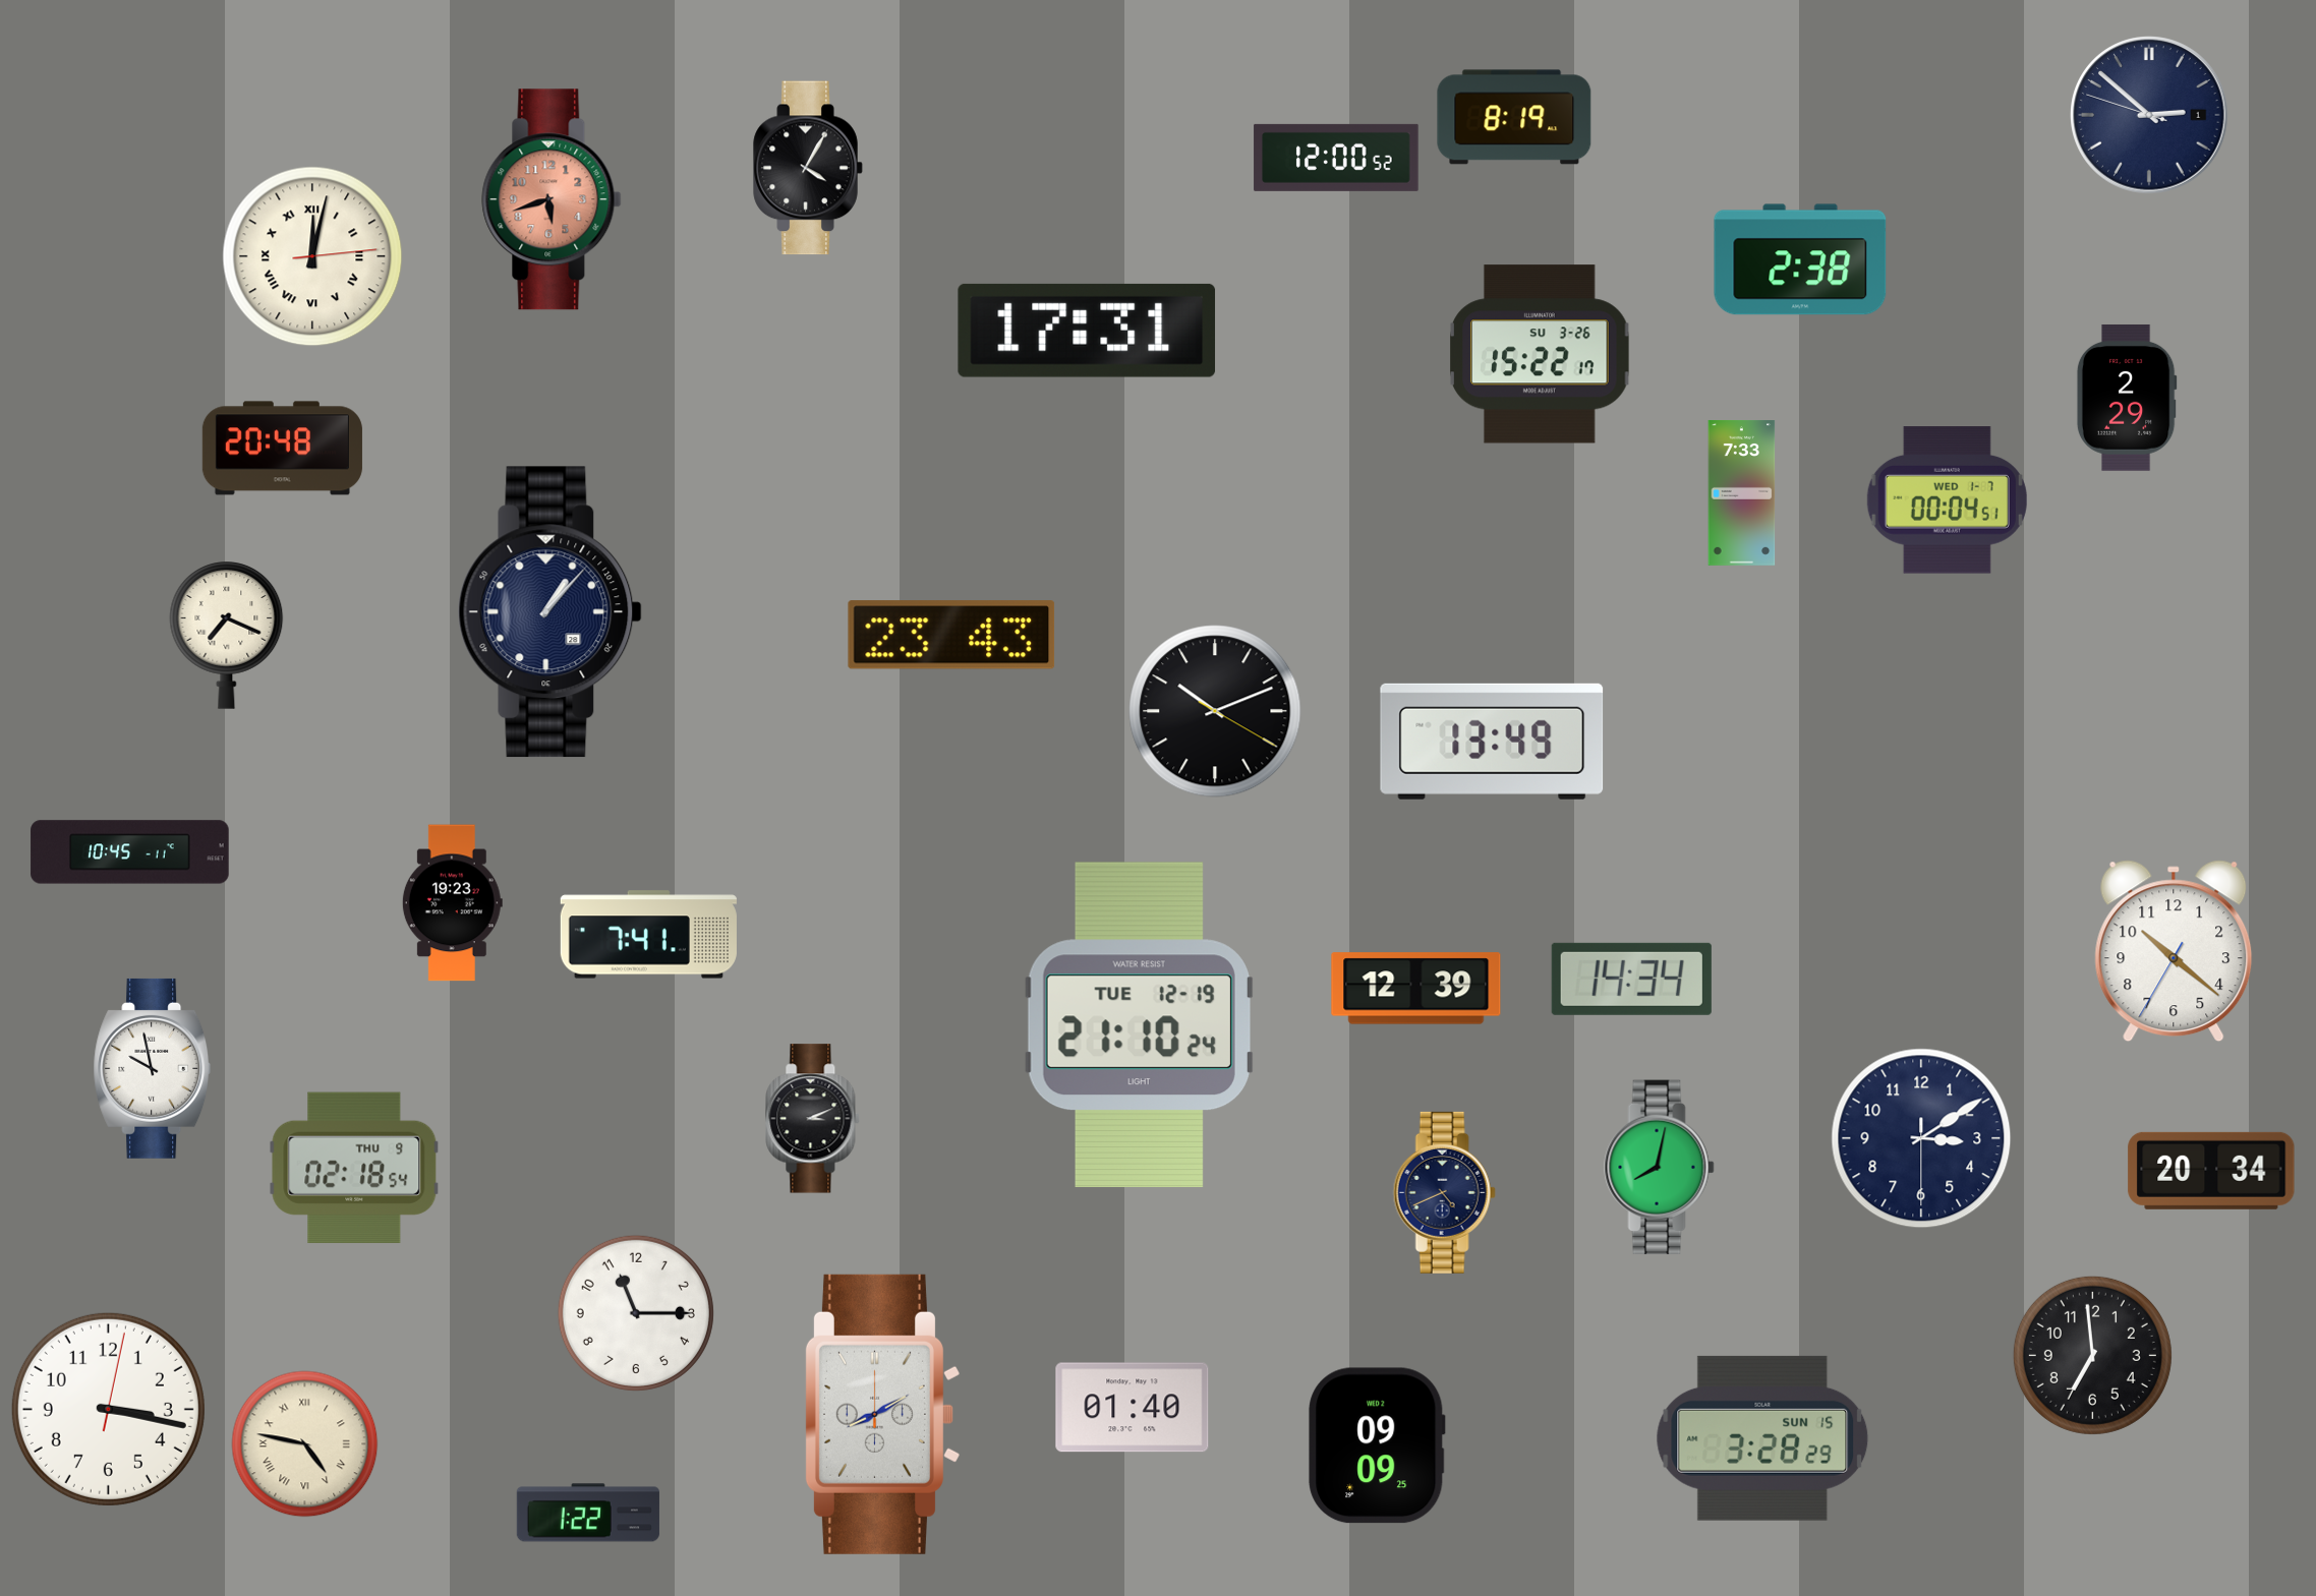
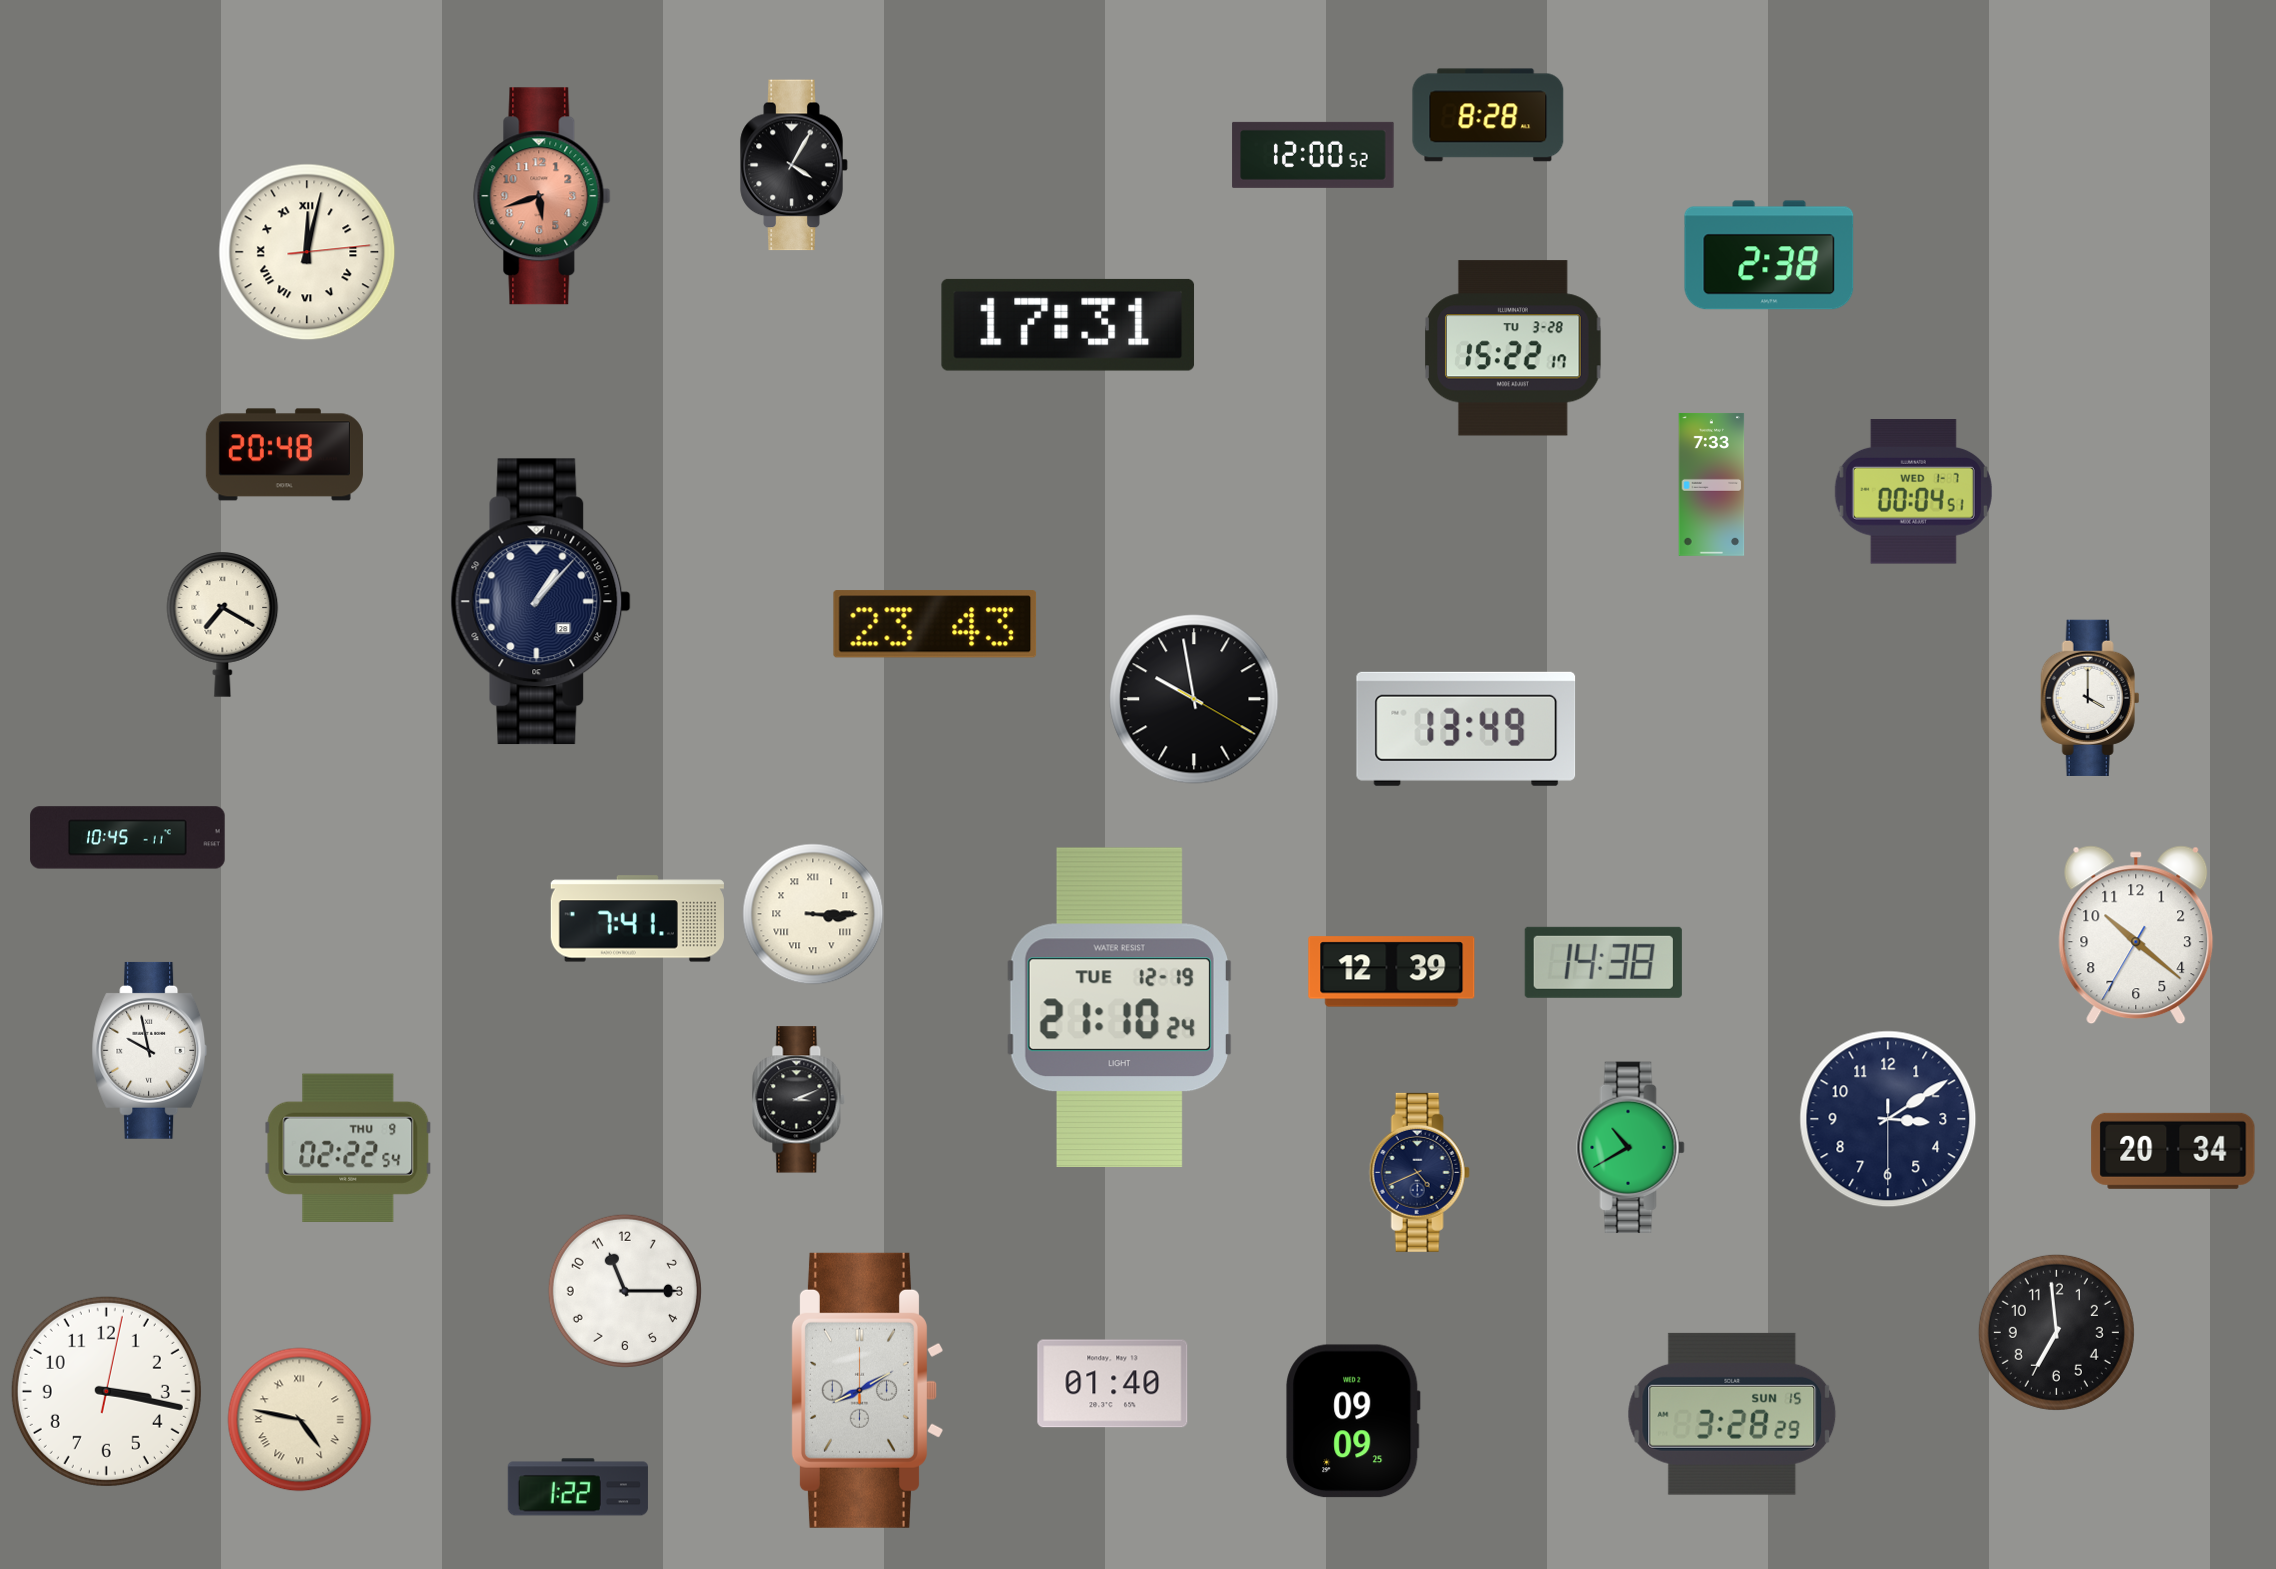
clock at (2149, 115): 2:51 -> none
clock at (1514, 117): 8:19 -> 8:28
clock at (1540, 354) date: SU 3-26 -> TU 3-28
clock at (2127, 398): 2:29 -> none
clock at (282, 449) position: (282, 449) -> (284, 455)
clock at (227, 636): 7:19 -> 7:20
clock at (2090, 698): none -> 4:00
clock at (1215, 711): 10:11 -> 9:58
clock at (452, 903): 19:23 -> none
clock at (813, 914): none -> 3:15
clock at (1631, 979): 14:34 -> 14:38
clock at (354, 1167): 02:18 -> 02:22
clock at (1660, 1168): 8:02 -> 10:40
clock at (108, 1409) position: (108, 1409) -> (106, 1391)
